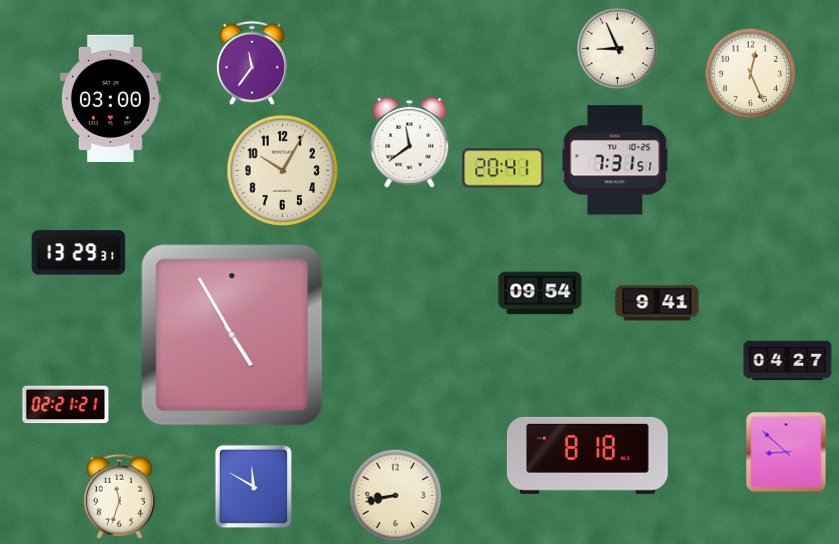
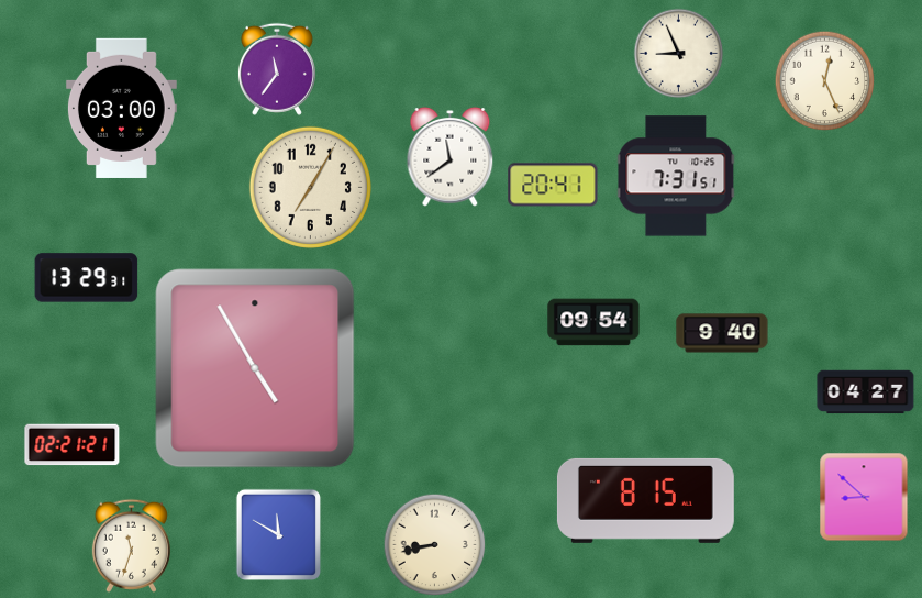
clock at (282, 170): 10:05 -> 7:05
clock at (657, 303): 9:41 -> 9:40
clock at (788, 361) position: (788, 361) -> (866, 392)
clock at (587, 455): 8:18 -> 8:15
